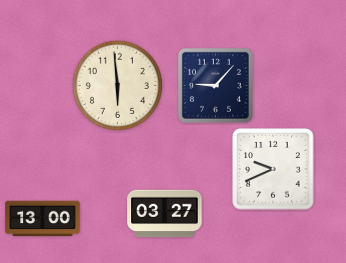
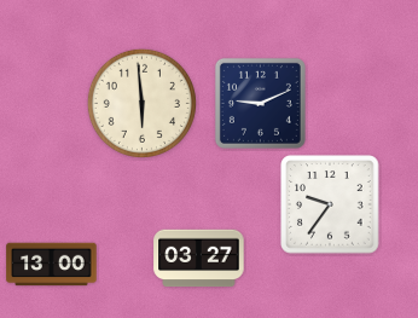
clock at (215, 85): 9:07 -> 9:11
clock at (273, 169): 9:41 -> 9:36
